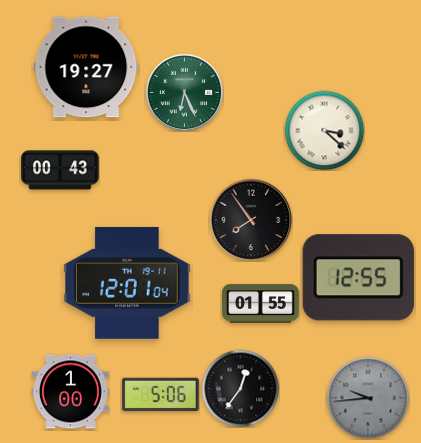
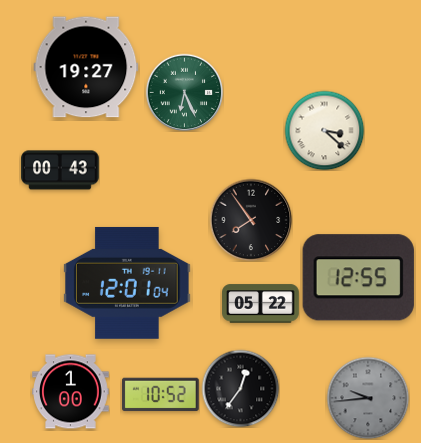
clock at (261, 304): 01:55 -> 05:22
clock at (161, 395): 5:06 -> 10:52
